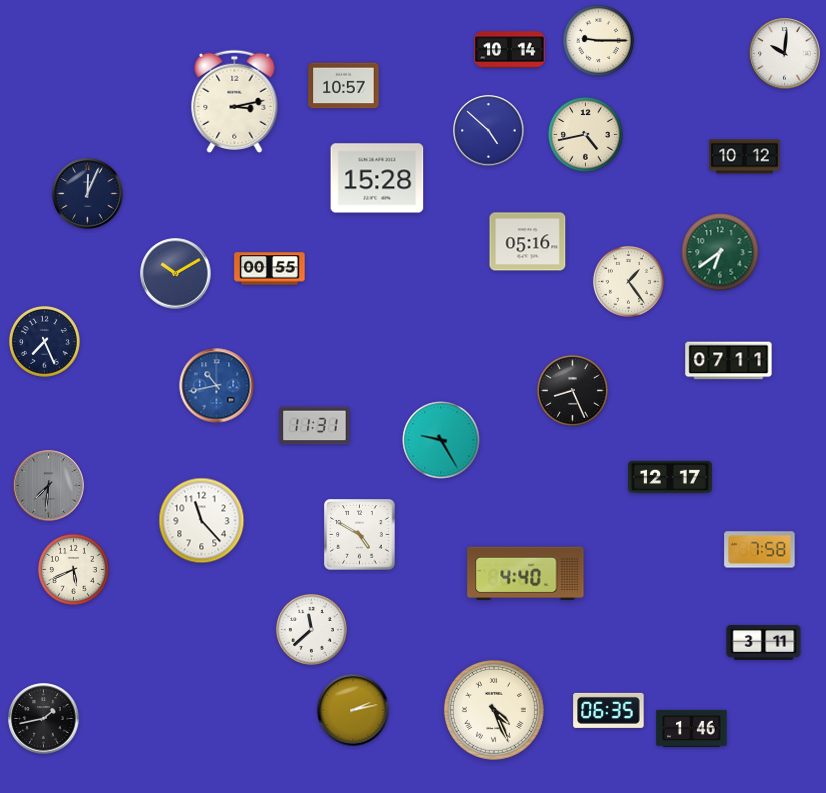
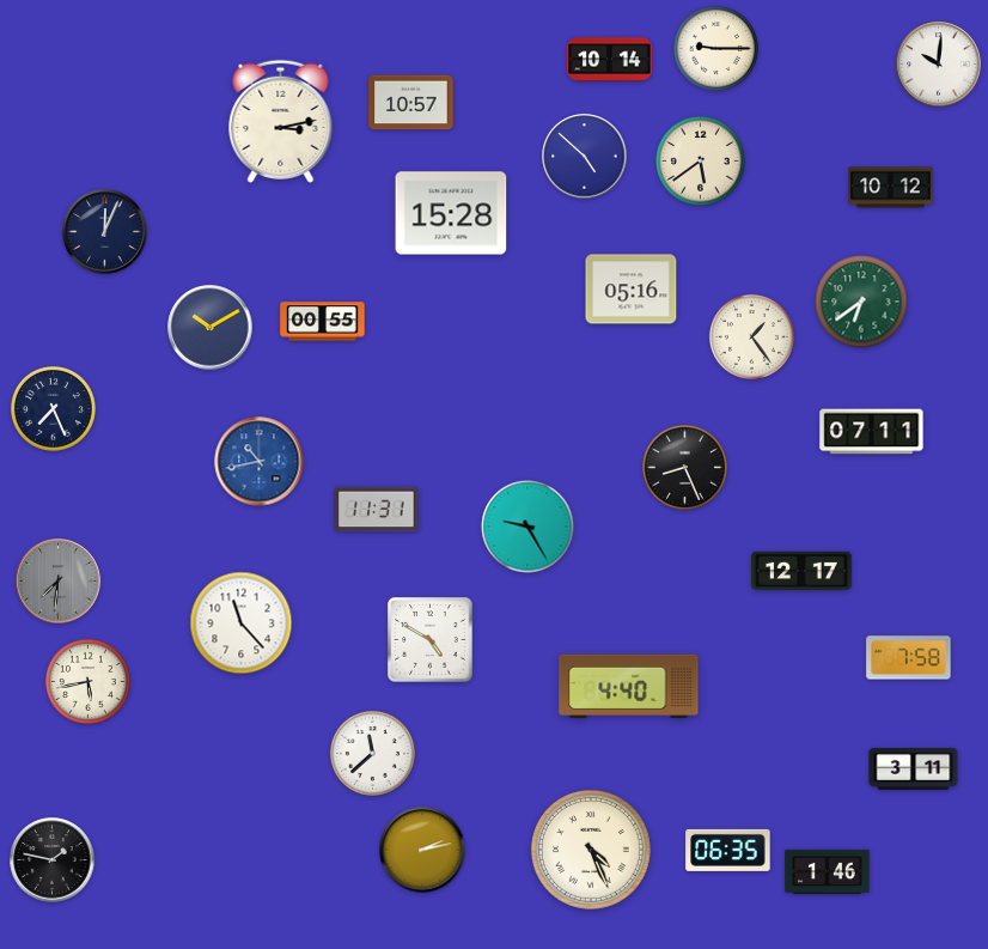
clock at (586, 135): 4:43 -> 5:39
clock at (73, 569): 5:41 -> 5:43
clock at (44, 719): 1:43 -> 1:47
